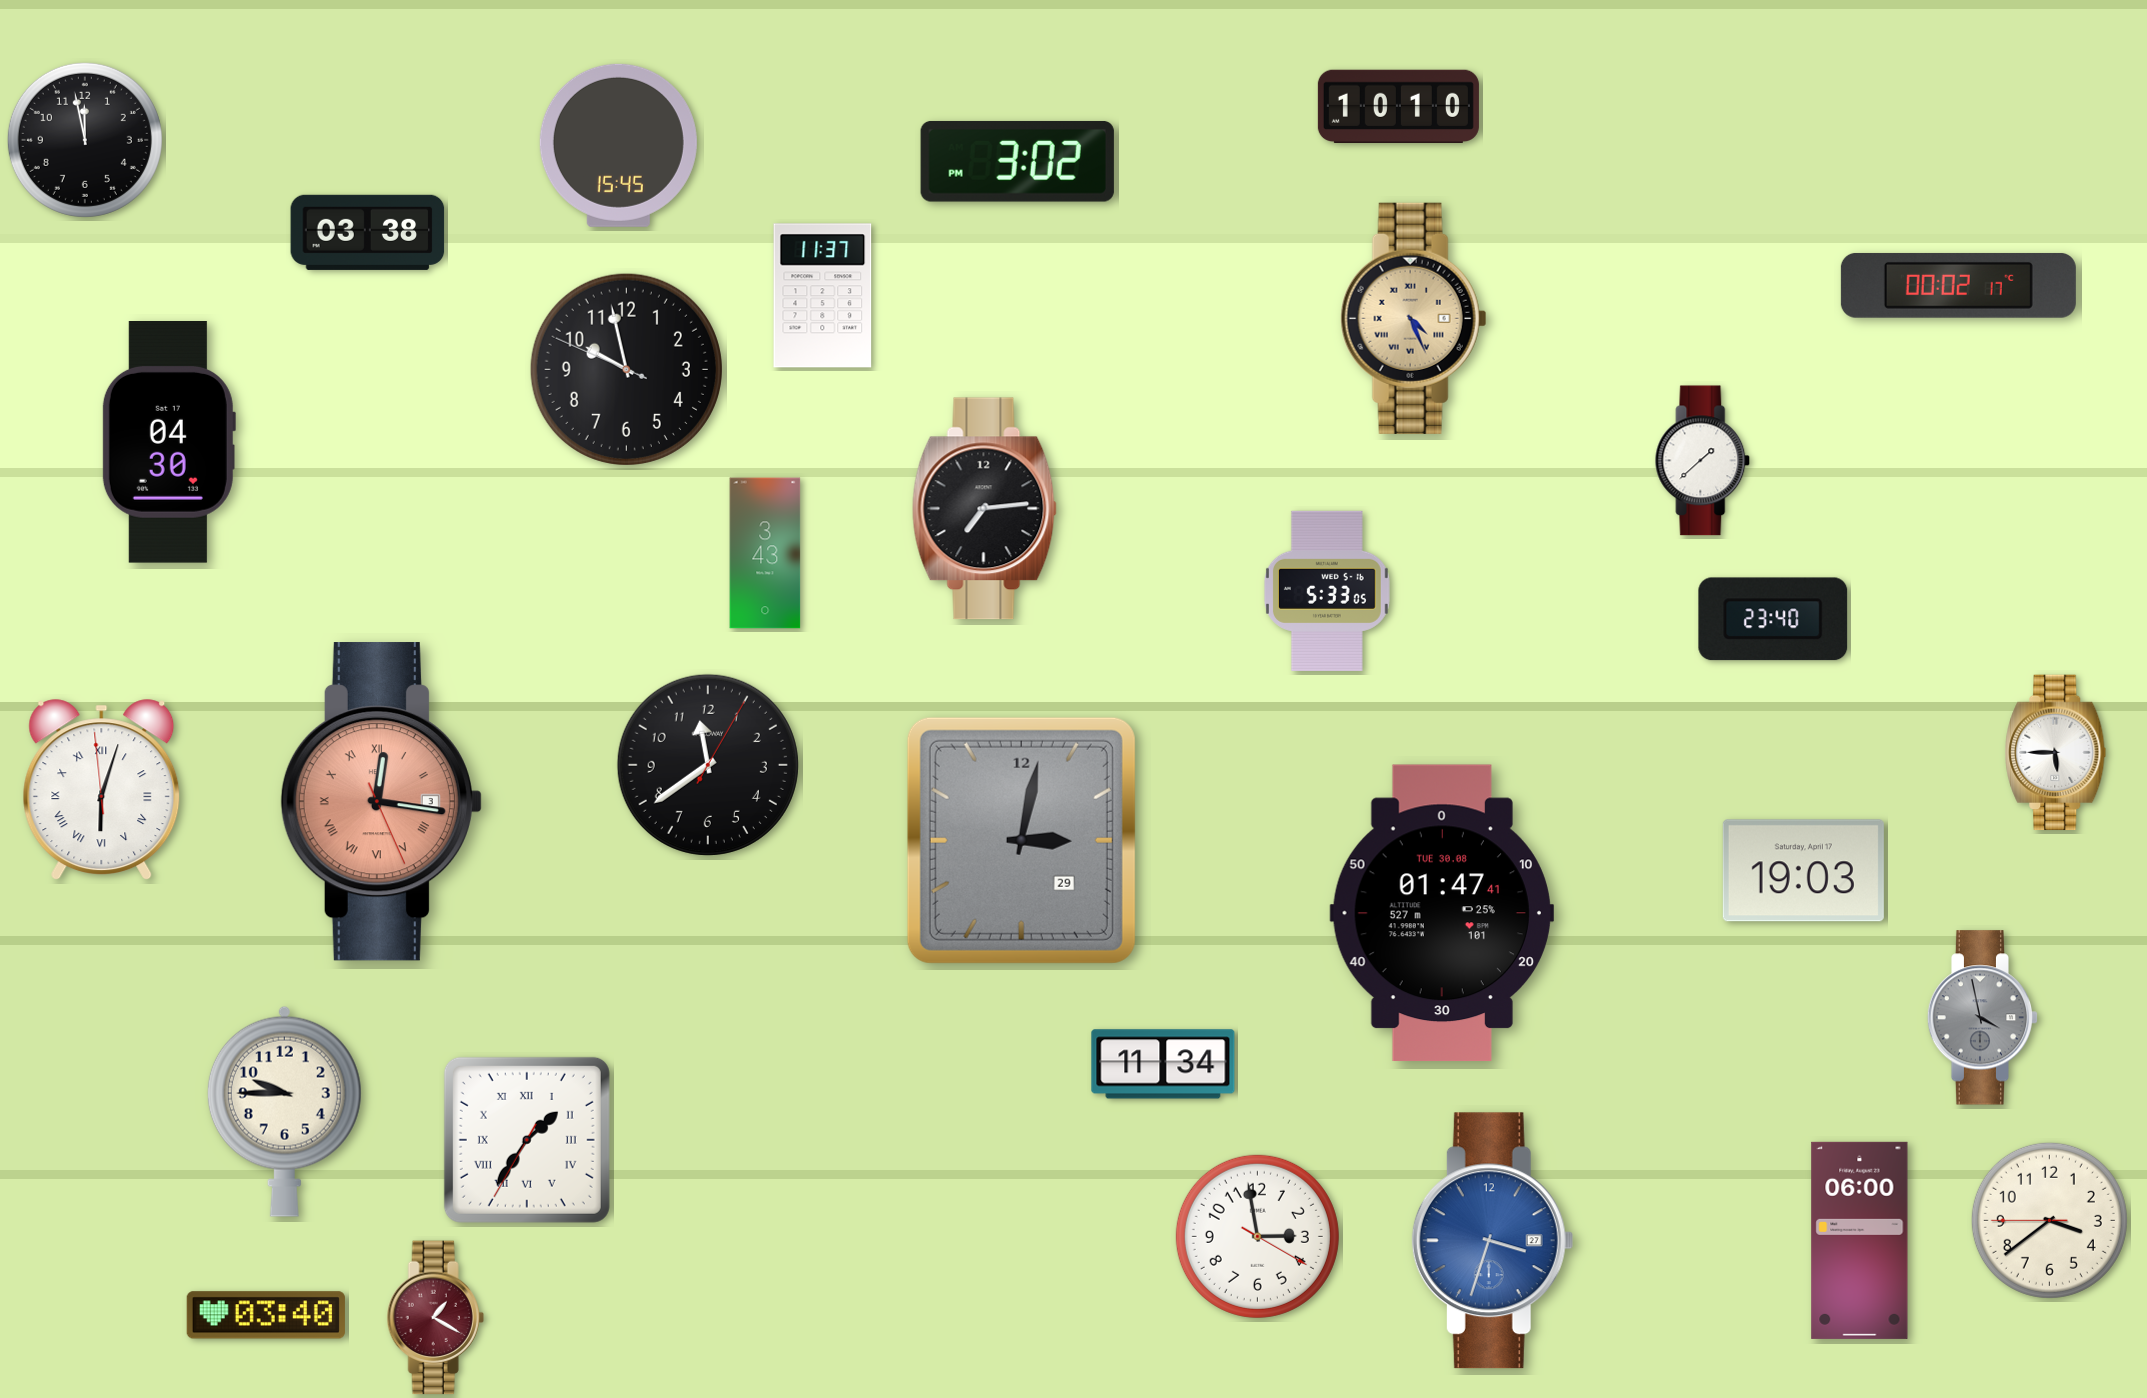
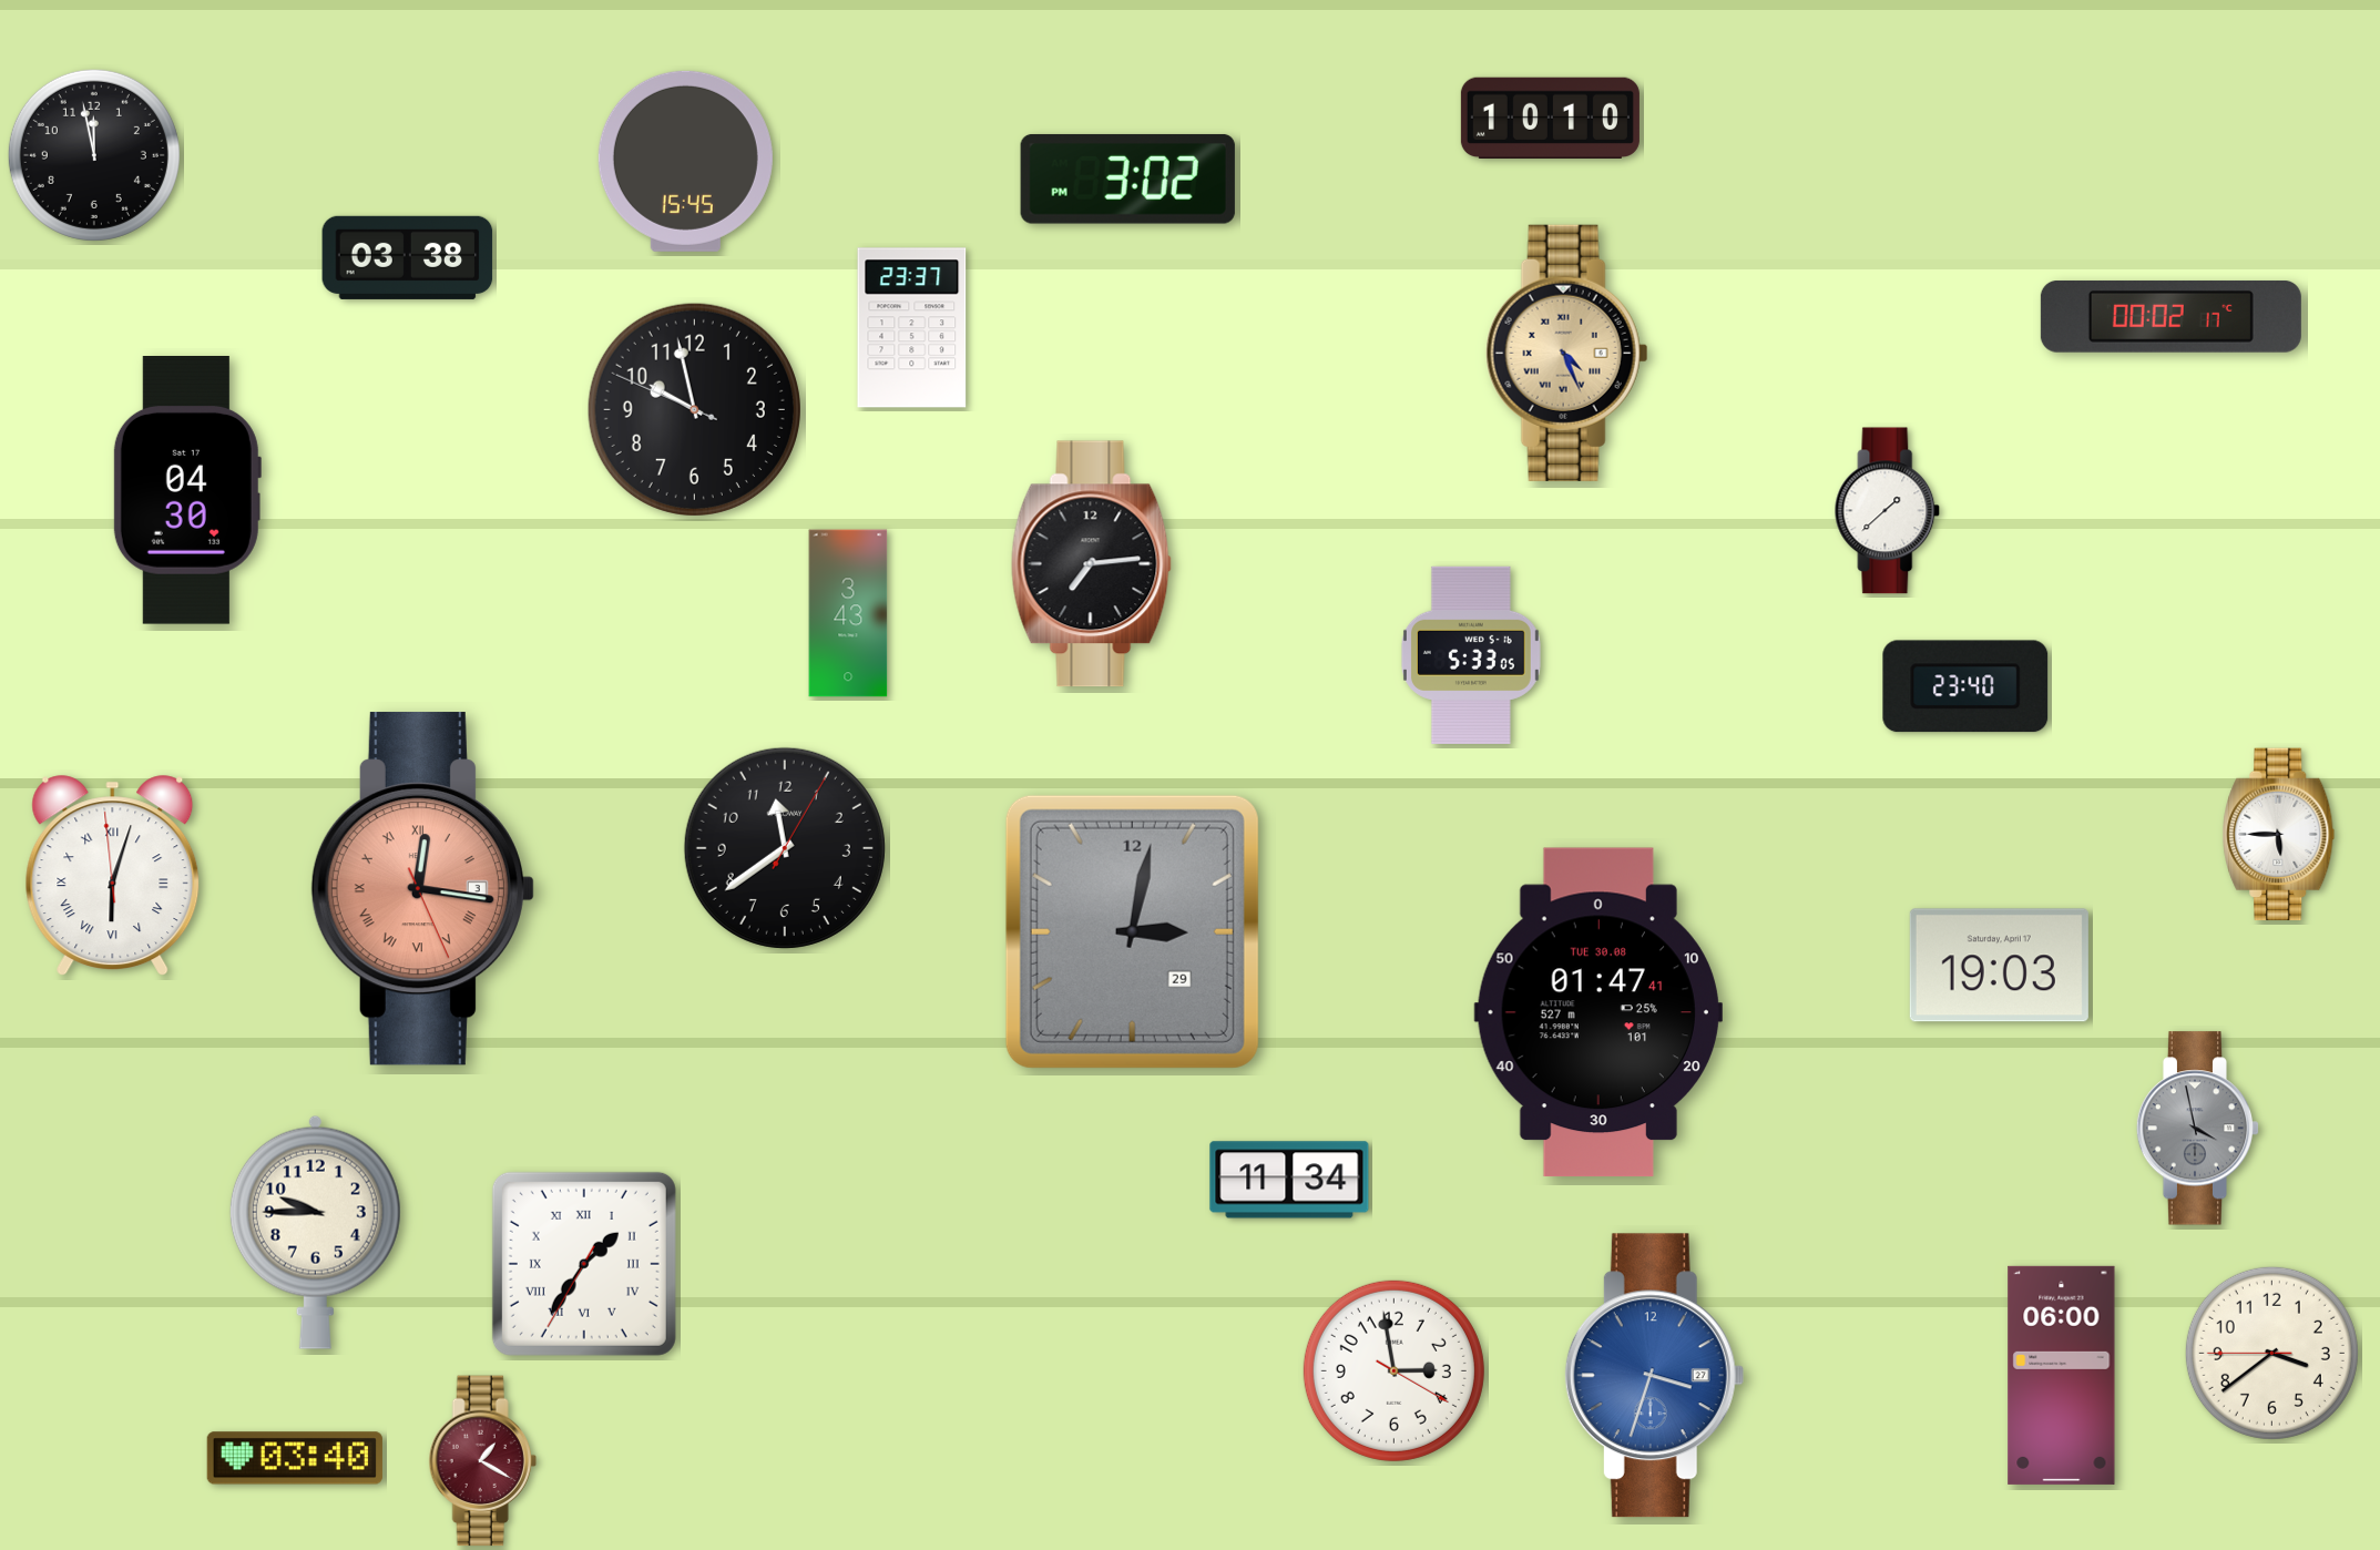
clock at (823, 296): 11:37 -> 23:37
